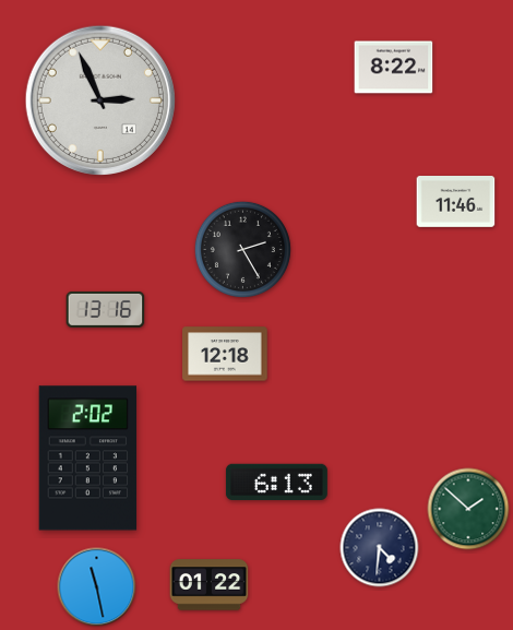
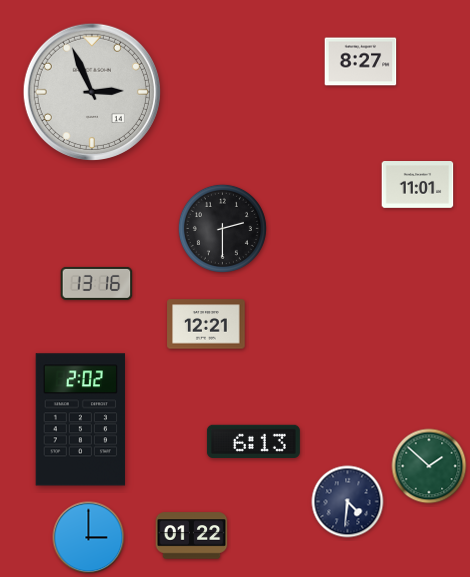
clock at (394, 68): 8:22 -> 8:27
clock at (456, 202): 11:46 -> 11:01
clock at (242, 249): 2:25 -> 2:30
clock at (225, 354): 12:18 -> 12:21
clock at (97, 587): 11:28 -> 3:00
